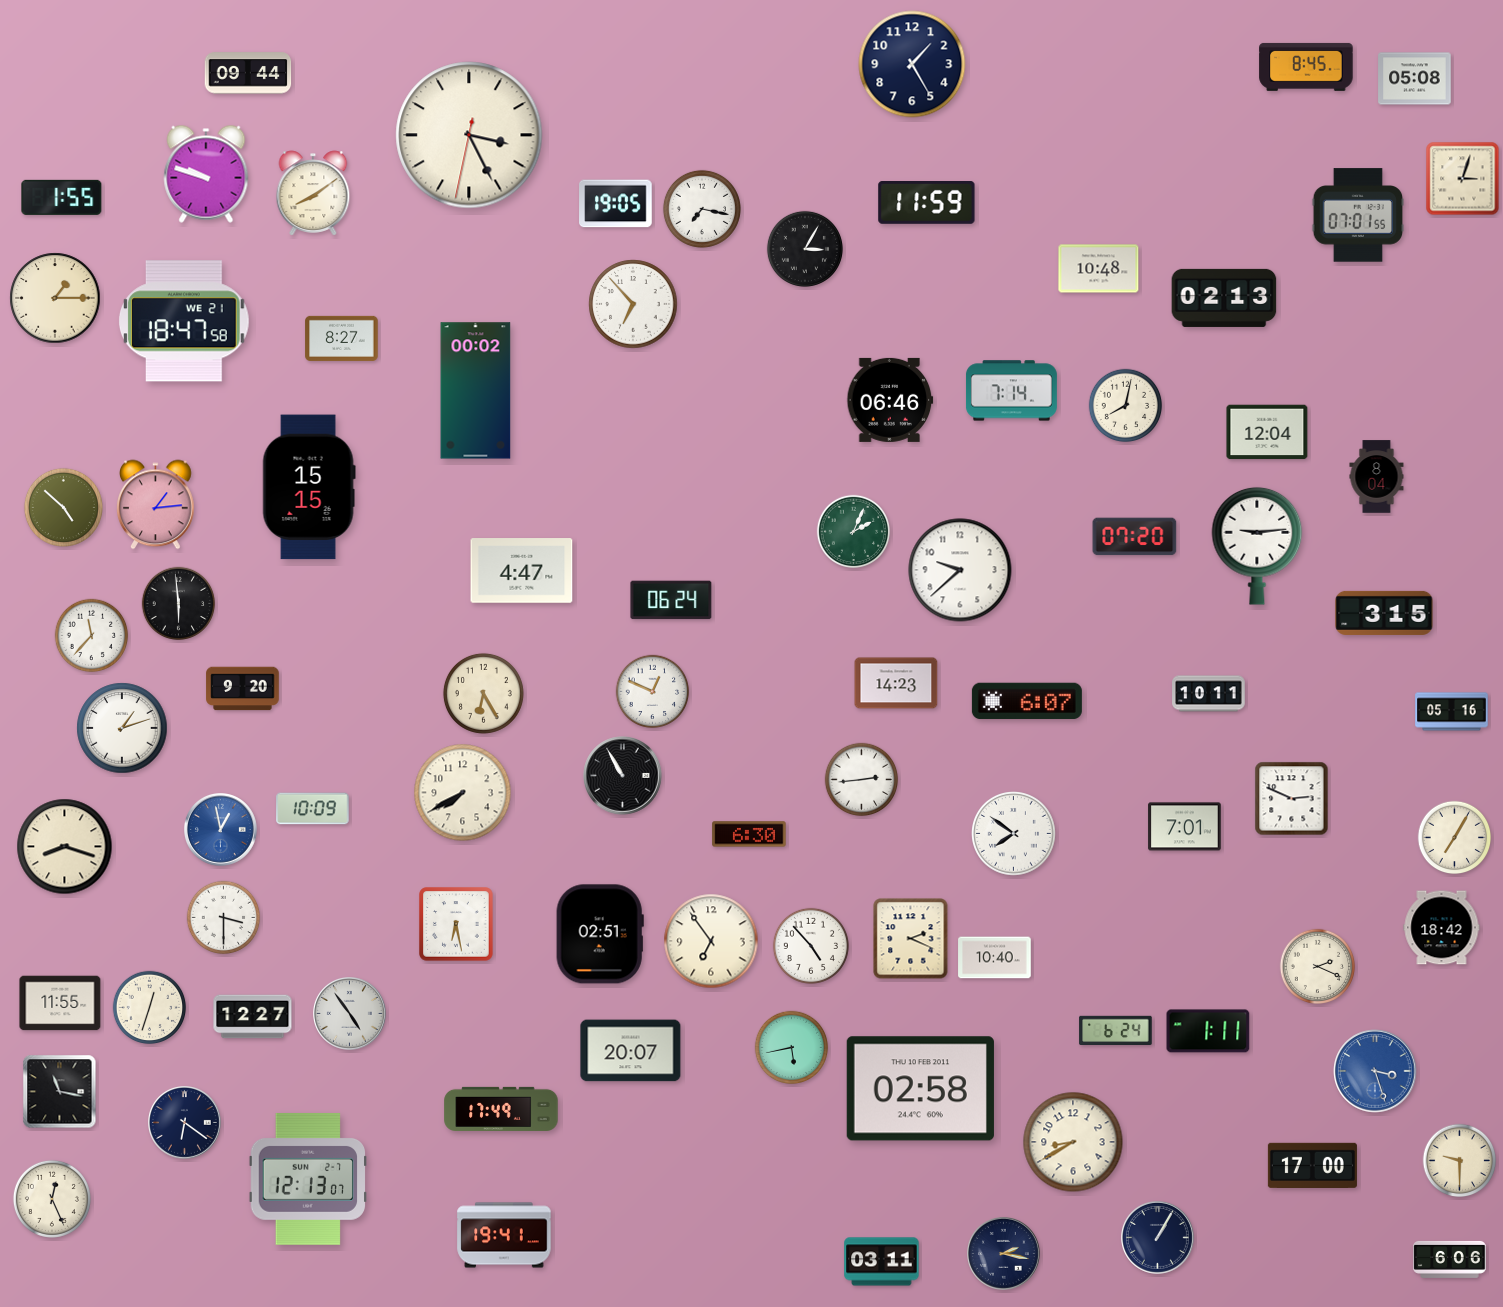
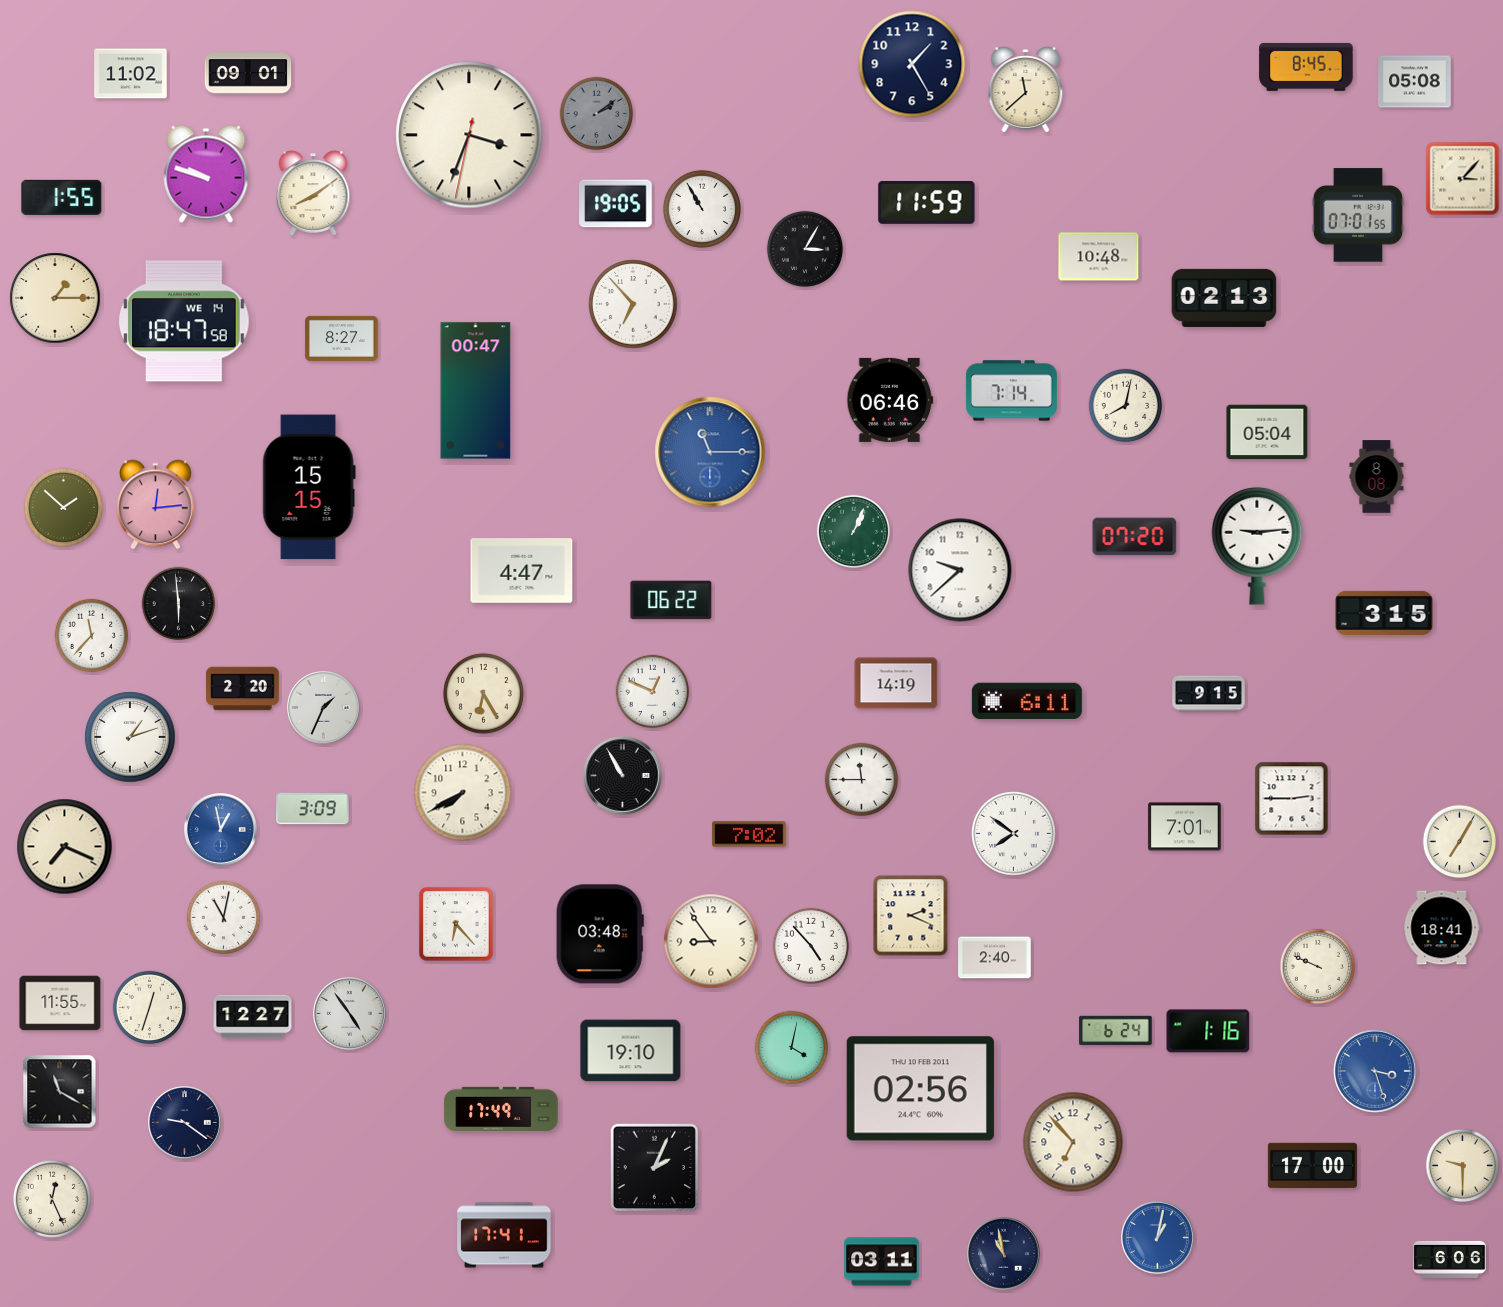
clock at (248, 73): 09:44 -> 09:01
clock at (131, 74): none -> 11:02
clock at (1415, 79) position: (1415, 79) -> (1415, 82)
clock at (1026, 90): none -> 11:38
clock at (597, 114): none -> 2:09
clock at (469, 135): 3:25 -> 3:33
clock at (1463, 179): 3:03 -> 3:07
clock at (702, 209): 7:17 -> 10:55
clock at (1099, 269) position: (1099, 269) -> (1099, 257)
clock at (184, 321) date: WE 21 -> WE 14
clock at (476, 391): 00:02 -> 00:47
clock at (1267, 432): 12:04 -> 05:04
clock at (710, 452): none -> 11:15
clock at (1377, 477): 8:04 -> 8:08
clock at (156, 505): 1:14 -> 12:14
clock at (63, 507): 4:52 -> 1:52
clock at (854, 532): 2:04 -> 1:04
clock at (671, 600): 06:24 -> 06:22
clock at (896, 683): 14:23 -> 14:19
clock at (243, 689): 9:20 -> 2:20
clock at (1209, 694): 10:11 -> 9:15
clock at (1027, 701): 6:07 -> 6:11
clock at (324, 708): none -> 1:34
clock at (1452, 712): 05:16 -> none
clock at (122, 728) position: (122, 728) -> (130, 737)
clock at (862, 780): 2:44 -> 11:45
clock at (1292, 799): 2:49 -> 2:45
clock at (313, 809): 10:09 -> 3:09
clock at (749, 834): 6:30 -> 7:02
clock at (1455, 838) position: (1455, 838) -> (1460, 842)
clock at (65, 847): 8:18 -> 7:19
clock at (224, 918): 3:30 -> 11:02
clock at (456, 924): 6:28 -> 6:23
clock at (1442, 928): 18:42 -> 18:41
clock at (600, 934): 02:51 -> 03:48
clock at (911, 939) position: (911, 939) -> (911, 916)
clock at (711, 941): 6:54 -> 8:54
clock at (995, 958): 10:40 -> 2:40
clock at (1317, 966): 2:19 -> 9:49
clock at (1208, 1031): 1:11 -> 1:16
clock at (792, 1048): 5:43 -> 4:02
clock at (631, 1051): 20:07 -> 19:10
clock at (920, 1089): 02:58 -> 02:56
clock at (60, 1092): 11:17 -> 11:20
clock at (185, 1123): 6:21 -> 9:21
clock at (1073, 1142): 8:40 -> 6:53
clock at (1460, 1161) position: (1460, 1161) -> (1463, 1166)
clock at (655, 1168): none -> 2:04
clock at (307, 1179): 12:13 -> none
clock at (504, 1235): 19:41 -> 17:41
clock at (1158, 1238): 1:05 -> 1:02
clock at (1158, 1238) dial: navy -> blue
clock at (1004, 1254): 2:17 -> 10:58
